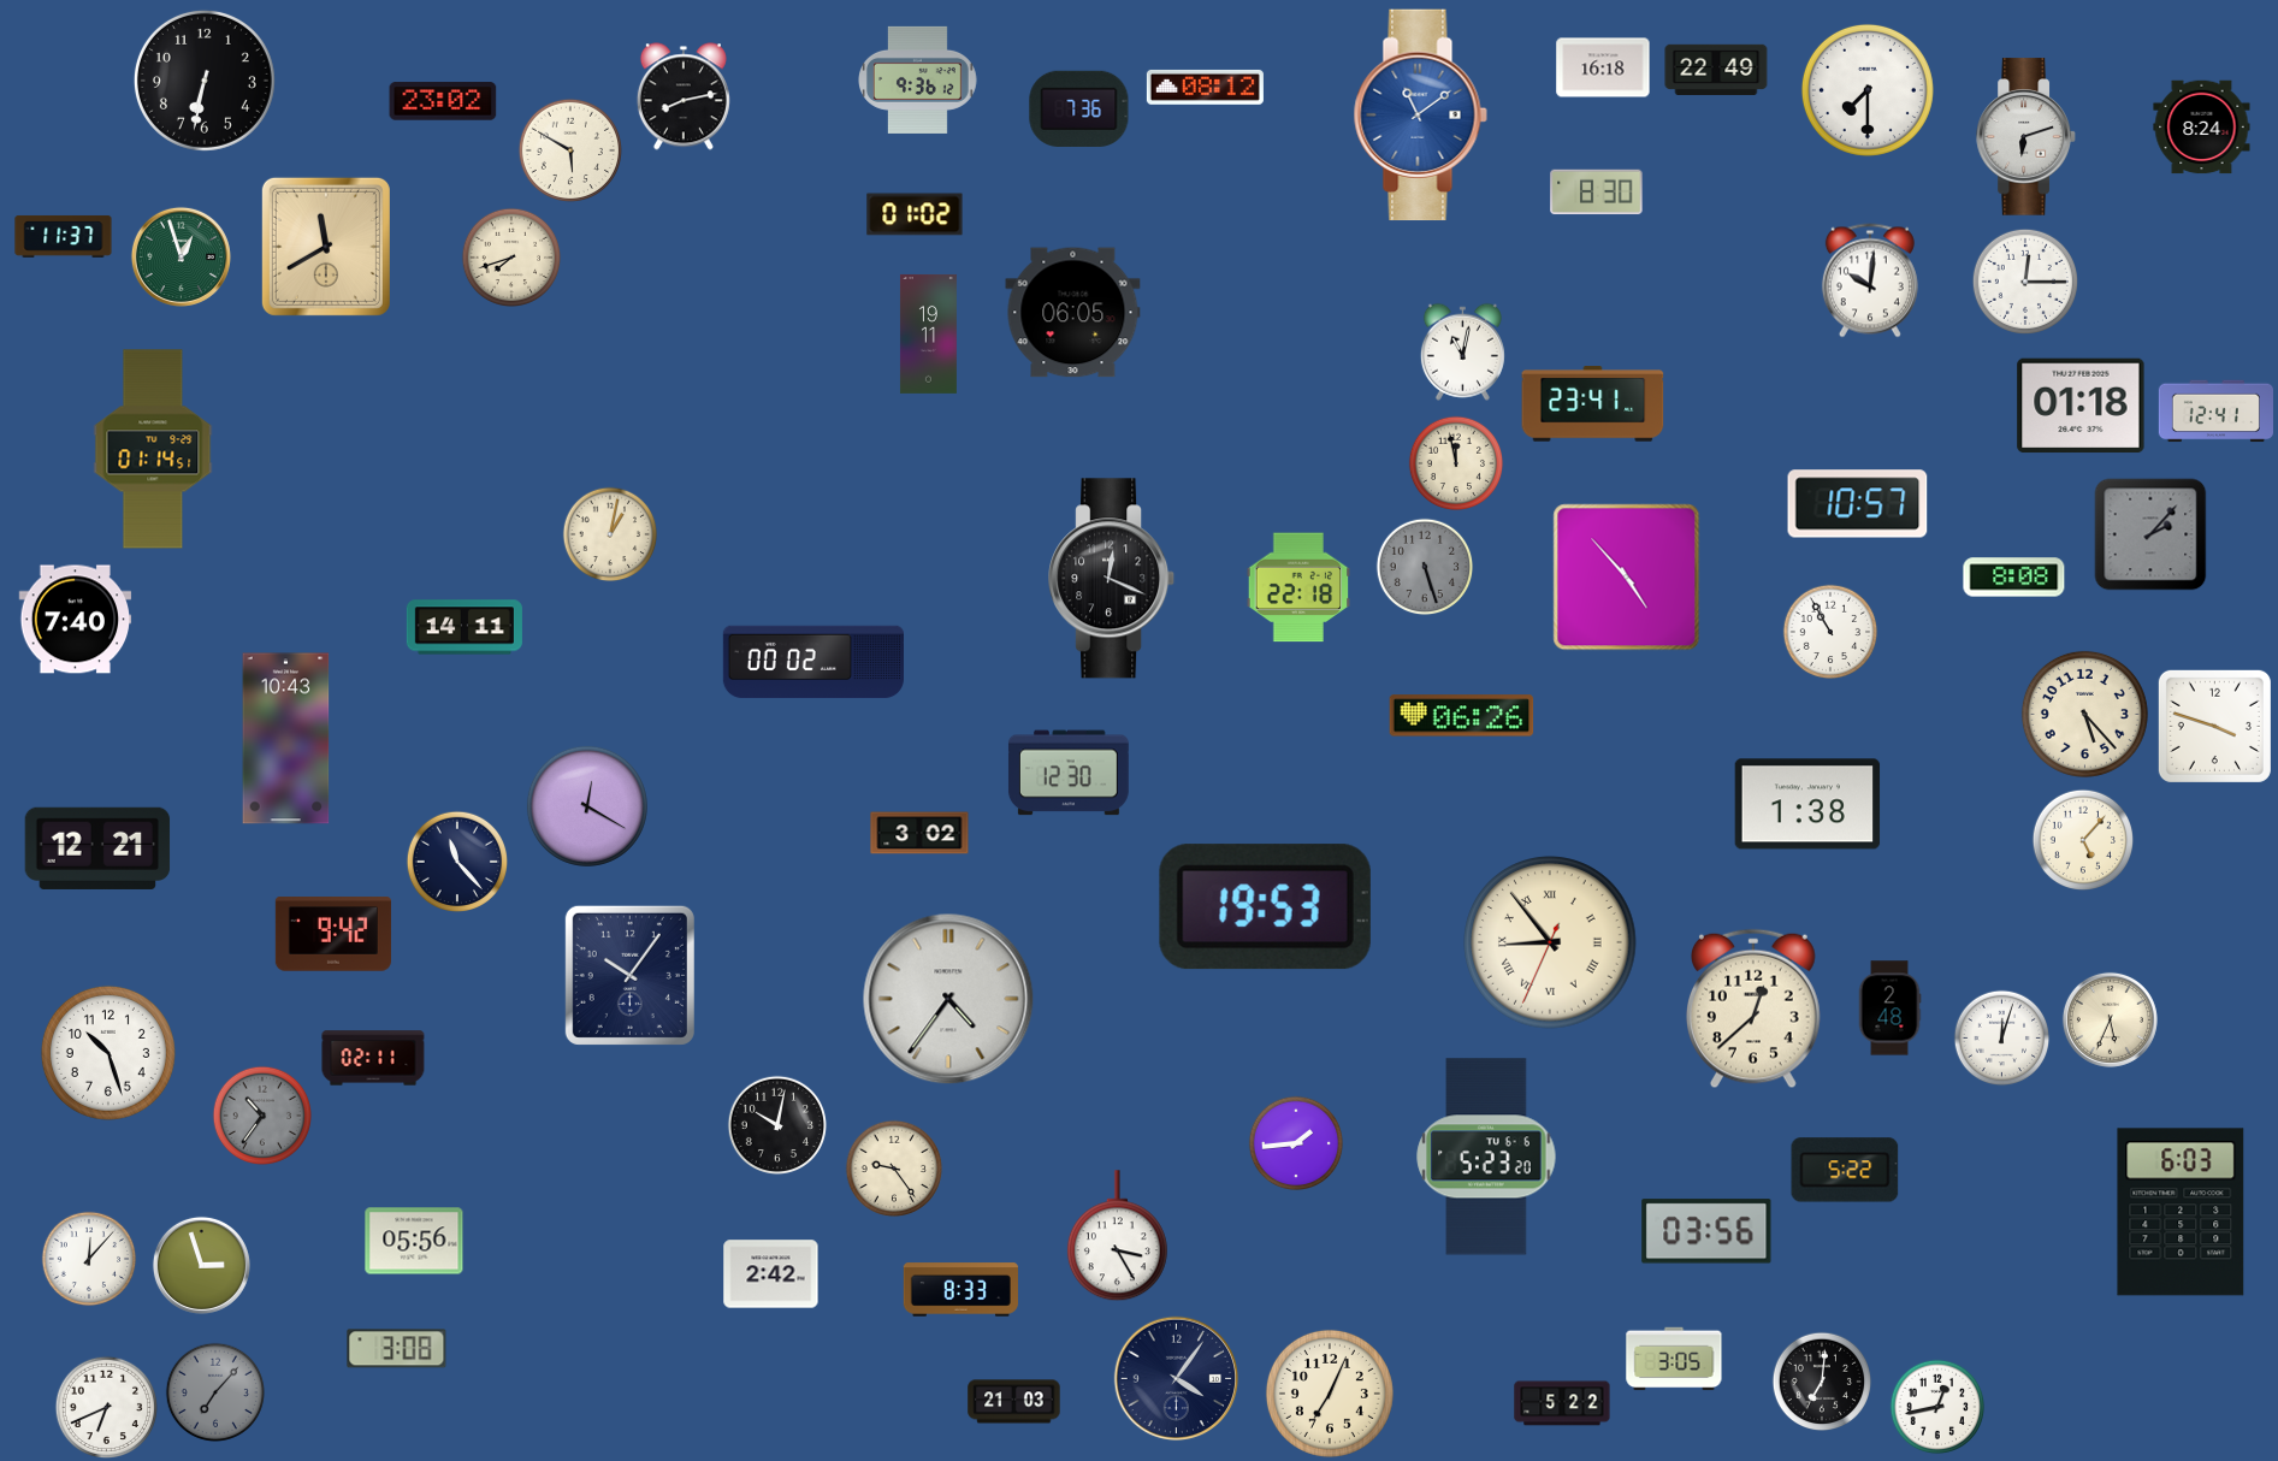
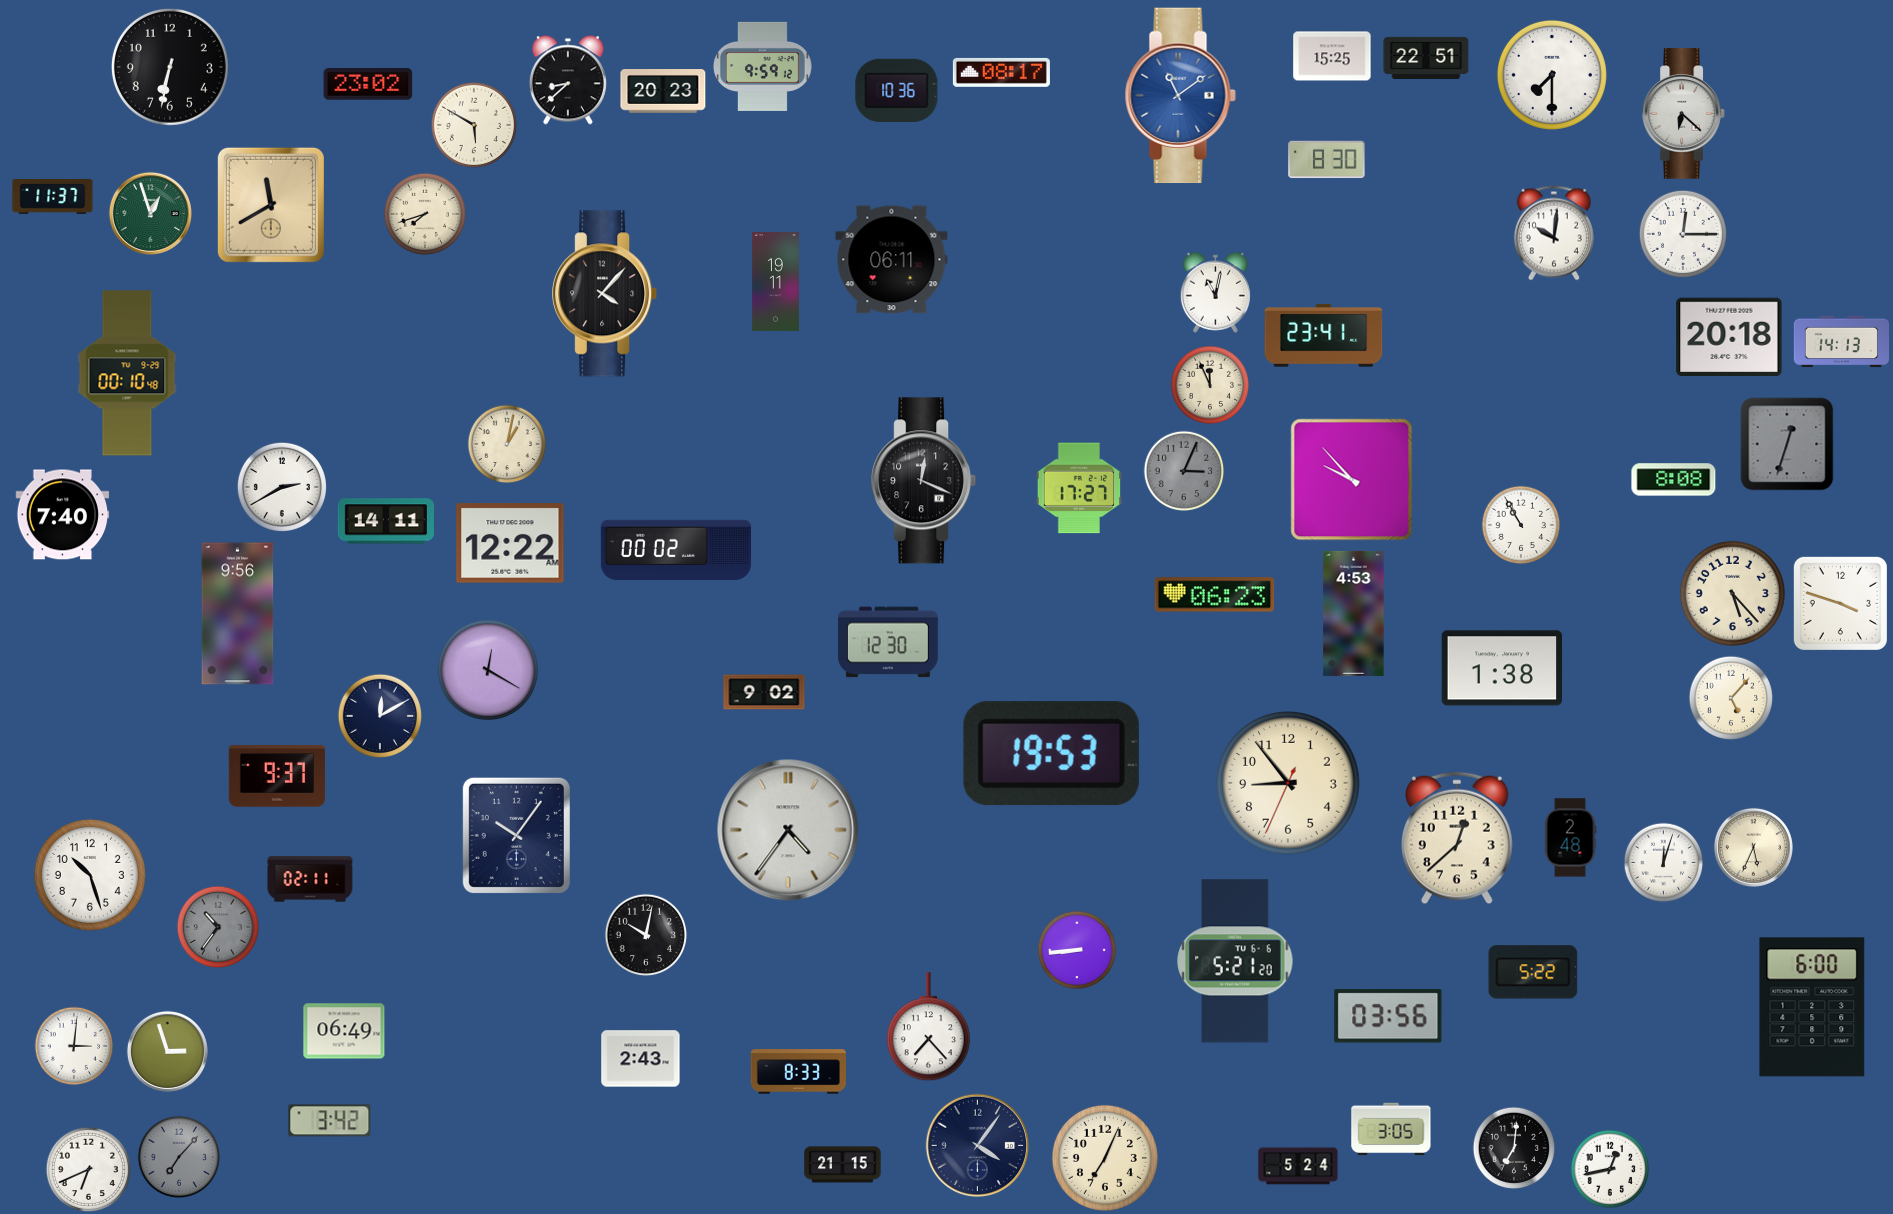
clock at (1603, 67): 16:18 -> 15:25
clock at (1716, 69): 22:49 -> 22:51
clock at (918, 79): 9:36 -> 9:59
clock at (1205, 87): 08:12 -> 08:17
clock at (684, 96): 8:13 -> 8:38
clock at (1079, 108): 7:36 -> 10:36
clock at (663, 91): none -> 20:23
clock at (2202, 128): 8:24 -> none
clock at (2026, 137): 6:12 -> 6:22
clock at (915, 214): 01:02 -> none
clock at (1073, 313): 06:05 -> 06:11
clock at (928, 333) position: (928, 333) -> (775, 281)
clock at (605, 294): none -> 4:07
clock at (2081, 406): 01:18 -> 20:18
clock at (2215, 412): 12:41 -> 14:13
clock at (153, 449): 01:14 -> 00:10
clock at (1456, 463): 11:58 -> 11:56
clock at (1858, 504): 10:57 -> none
clock at (2150, 534): 2:07 -> 12:33
clock at (1425, 567): 5:27 -> 3:04
clock at (1627, 578): 4:53 -> 9:53
clock at (282, 487): none -> 2:40
clock at (1298, 587): 22:18 -> 17:27
clock at (510, 543): none -> 12:22
clock at (1462, 716): 06:26 -> 06:23
clock at (1354, 613): none -> 4:53
clock at (286, 739): 10:43 -> 9:56
clock at (919, 833): 3:02 -> 9:02
clock at (97, 848): 12:21 -> none
clock at (456, 860): 11:23 -> 12:10
clock at (333, 934): 9:42 -> 9:37
clock at (1550, 942) numerals: Roman -> Arabic
clock at (629, 975) position: (629, 975) -> (516, 835)
clock at (1296, 1143): 1:44 -> 8:44
clock at (1486, 1157): 5:23 -> 5:21
clock at (894, 1169): 9:24 -> none
clock at (2181, 1212): 6:03 -> 6:00
clock at (1706, 1231) position: (1706, 1231) -> (1388, 1016)
clock at (1117, 1236): 3:25 -> 7:23
clock at (414, 1241): 05:56 -> 06:49
clock at (89, 1259): 12:07 -> 3:01
clock at (771, 1274): 2:42 -> 2:43
clock at (397, 1349): 3:08 -> 3:42
clock at (1014, 1402): 21:03 -> 21:15
clock at (1562, 1403): 5:22 -> 5:24
